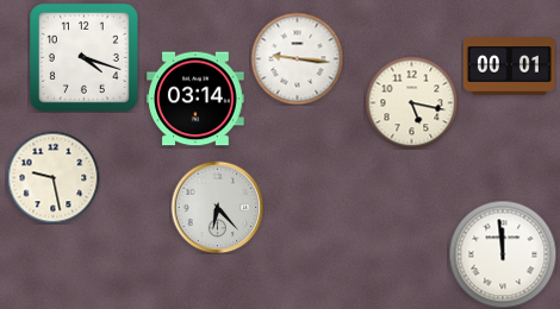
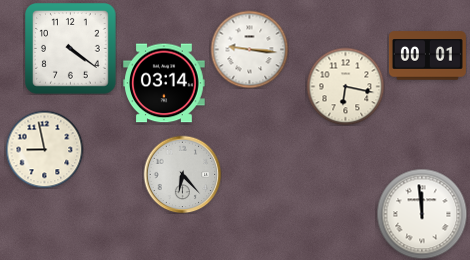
clock at (85, 58): 4:18 -> 4:21
clock at (411, 102): 5:17 -> 6:17
clock at (52, 177): 9:28 -> 8:58
